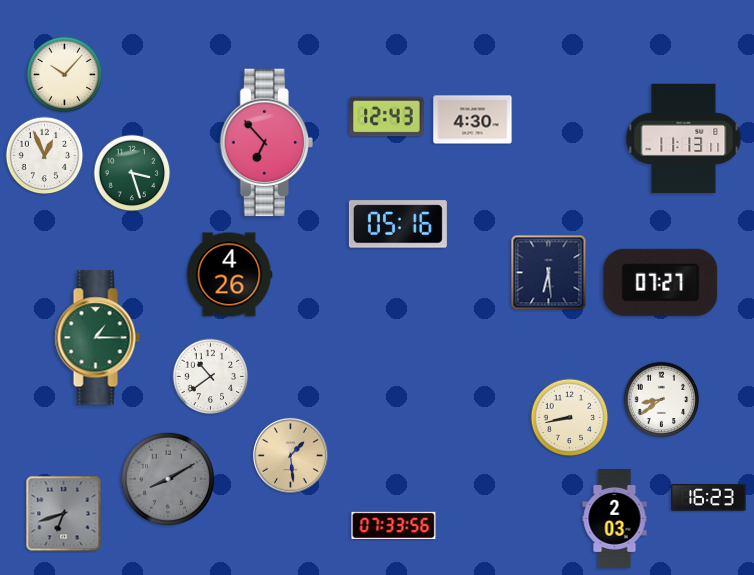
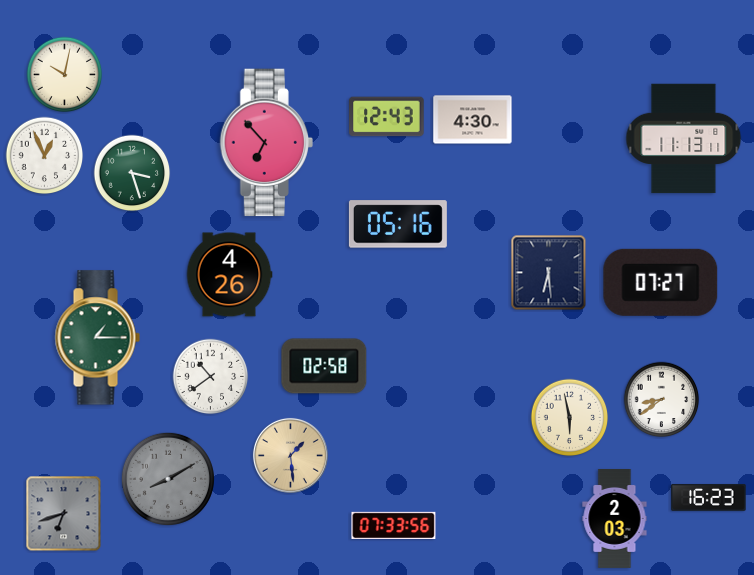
clock at (65, 75): 10:07 -> 10:02
clock at (324, 366): none -> 02:58
clock at (570, 418): 8:43 -> 5:58
